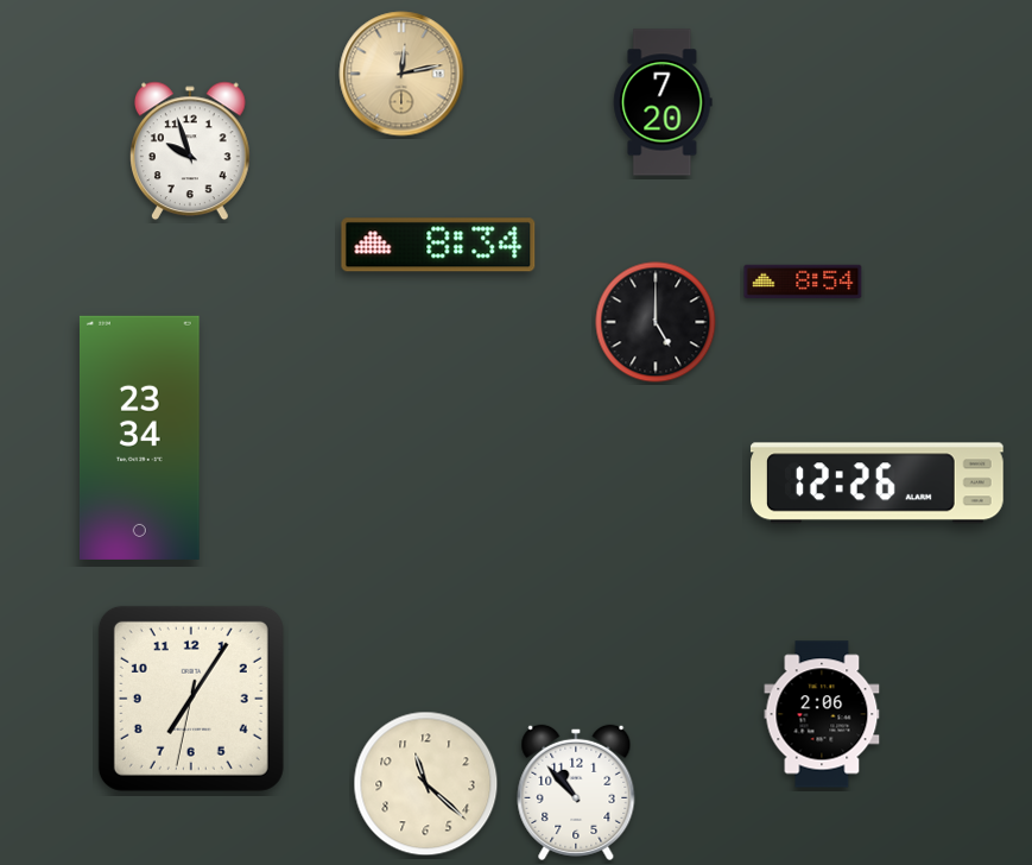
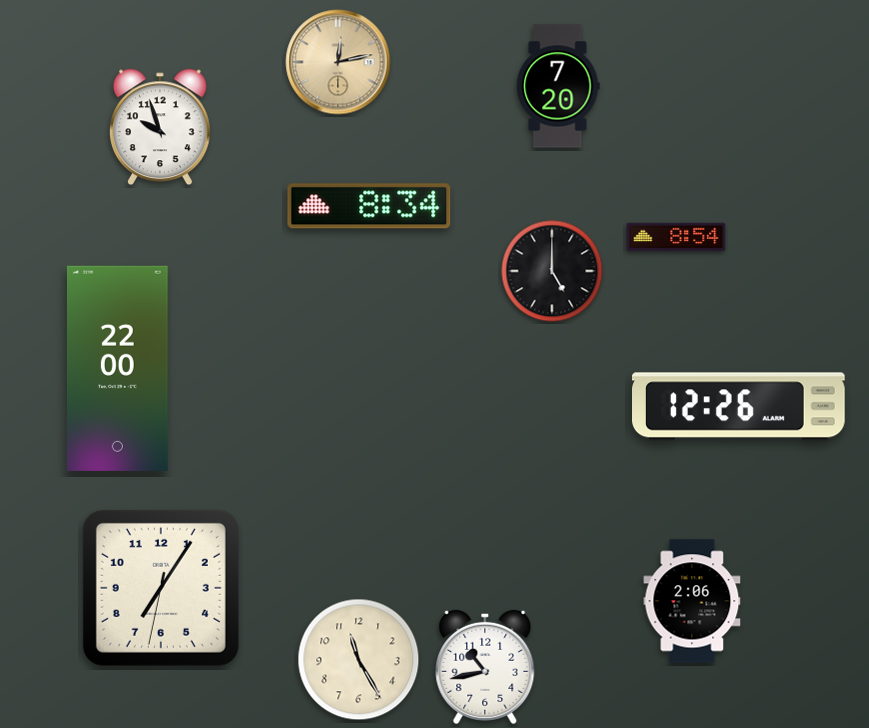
clock at (139, 437): 23:34 -> 22:00
clock at (426, 784): 11:22 -> 11:25
clock at (576, 793): 10:53 -> 10:43
